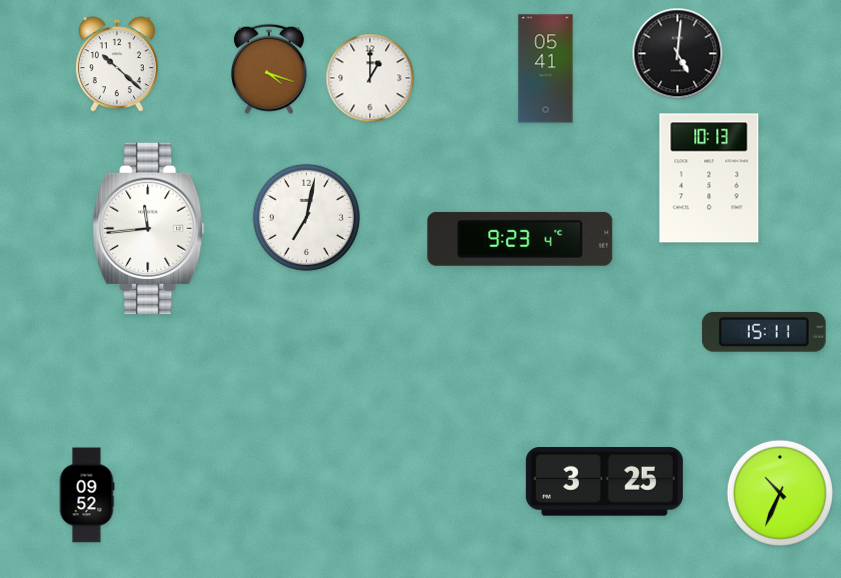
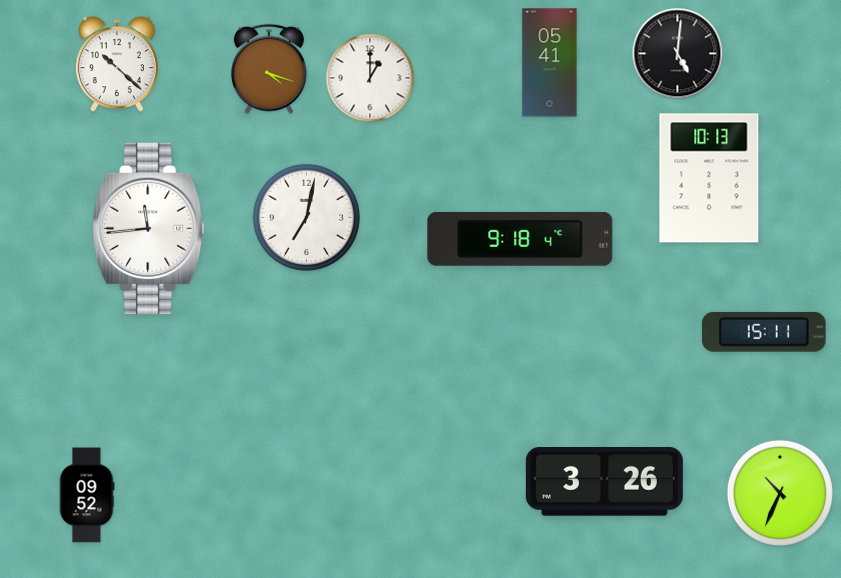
clock at (546, 69) position: (546, 69) -> (550, 63)
clock at (520, 239): 9:23 -> 9:18
clock at (604, 482): 3:25 -> 3:26
